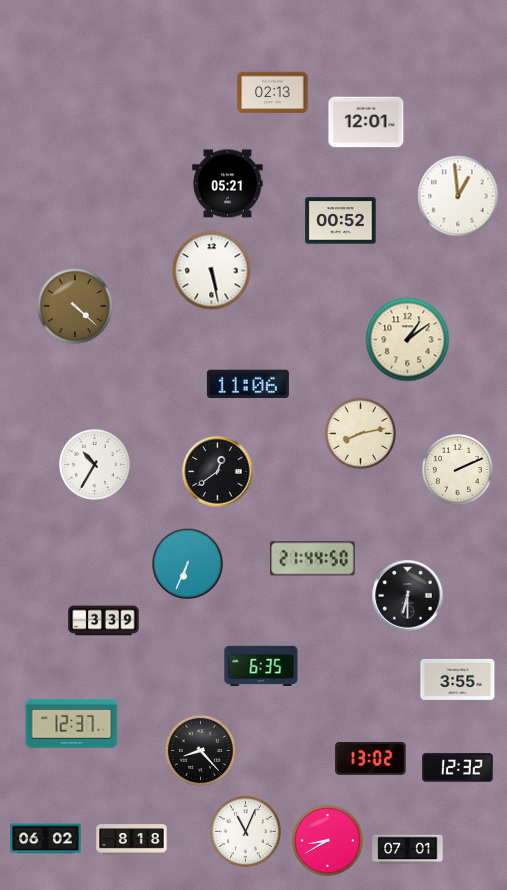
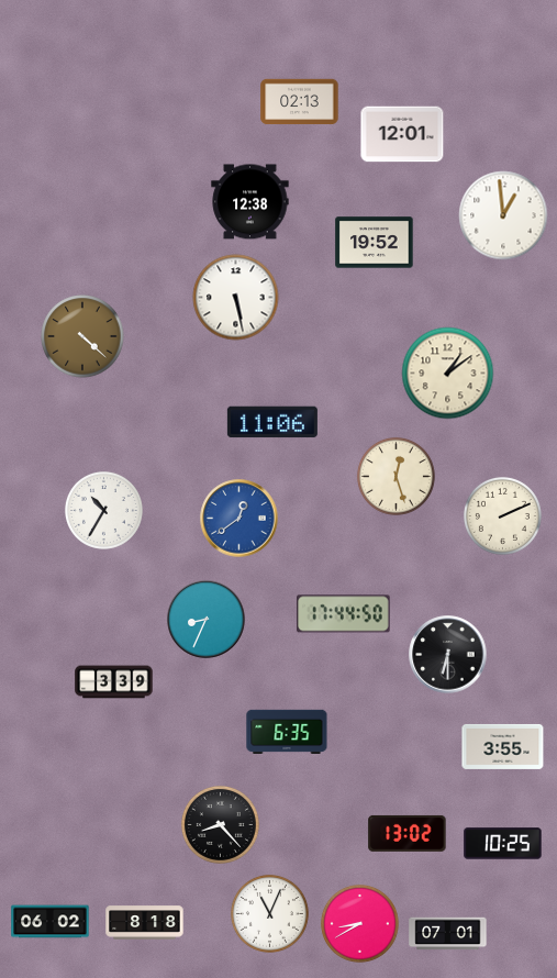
clock at (228, 184): 05:21 -> 12:38
clock at (341, 221): 00:52 -> 19:52
clock at (212, 271) position: (212, 271) -> (236, 298)
clock at (360, 433): 8:13 -> 12:27
clock at (218, 472) dial: black -> blue
clock at (313, 559): 21:44 -> 17:44
clock at (188, 564): 6:34 -> 8:34
clock at (72, 723): 12:37 -> none
clock at (458, 768): 12:32 -> 10:25
